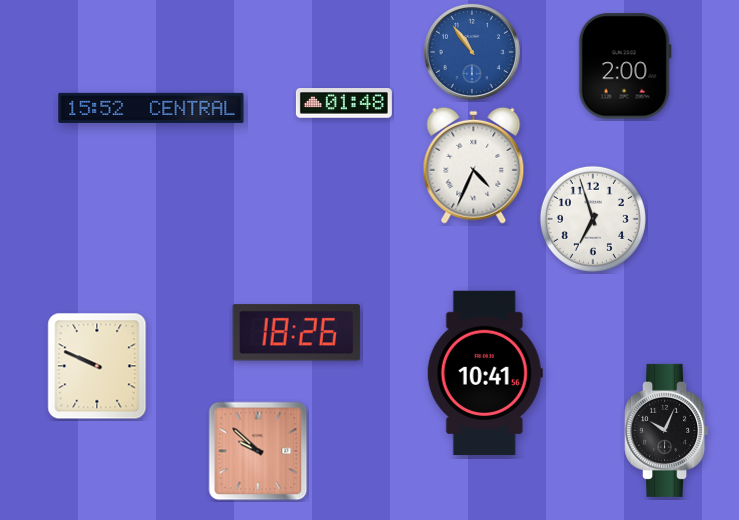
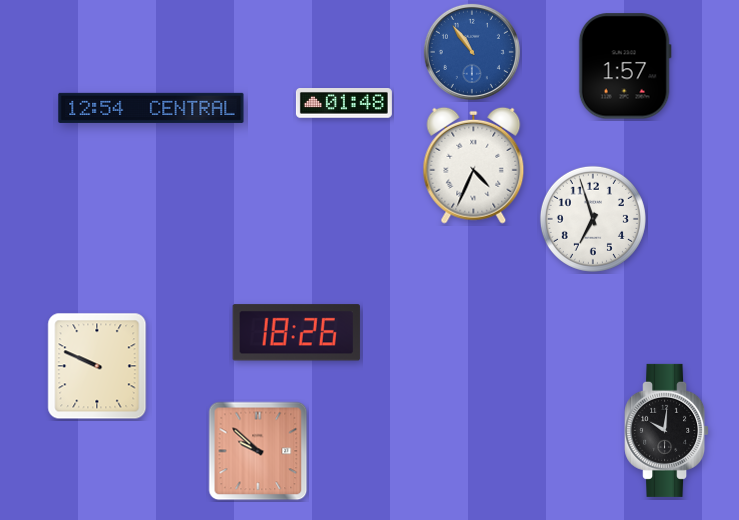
clock at (625, 66): 2:00 -> 1:57
clock at (151, 108): 15:52 -> 12:54
clock at (485, 373): 10:41 -> none
clock at (667, 430): 10:04 -> 10:01
